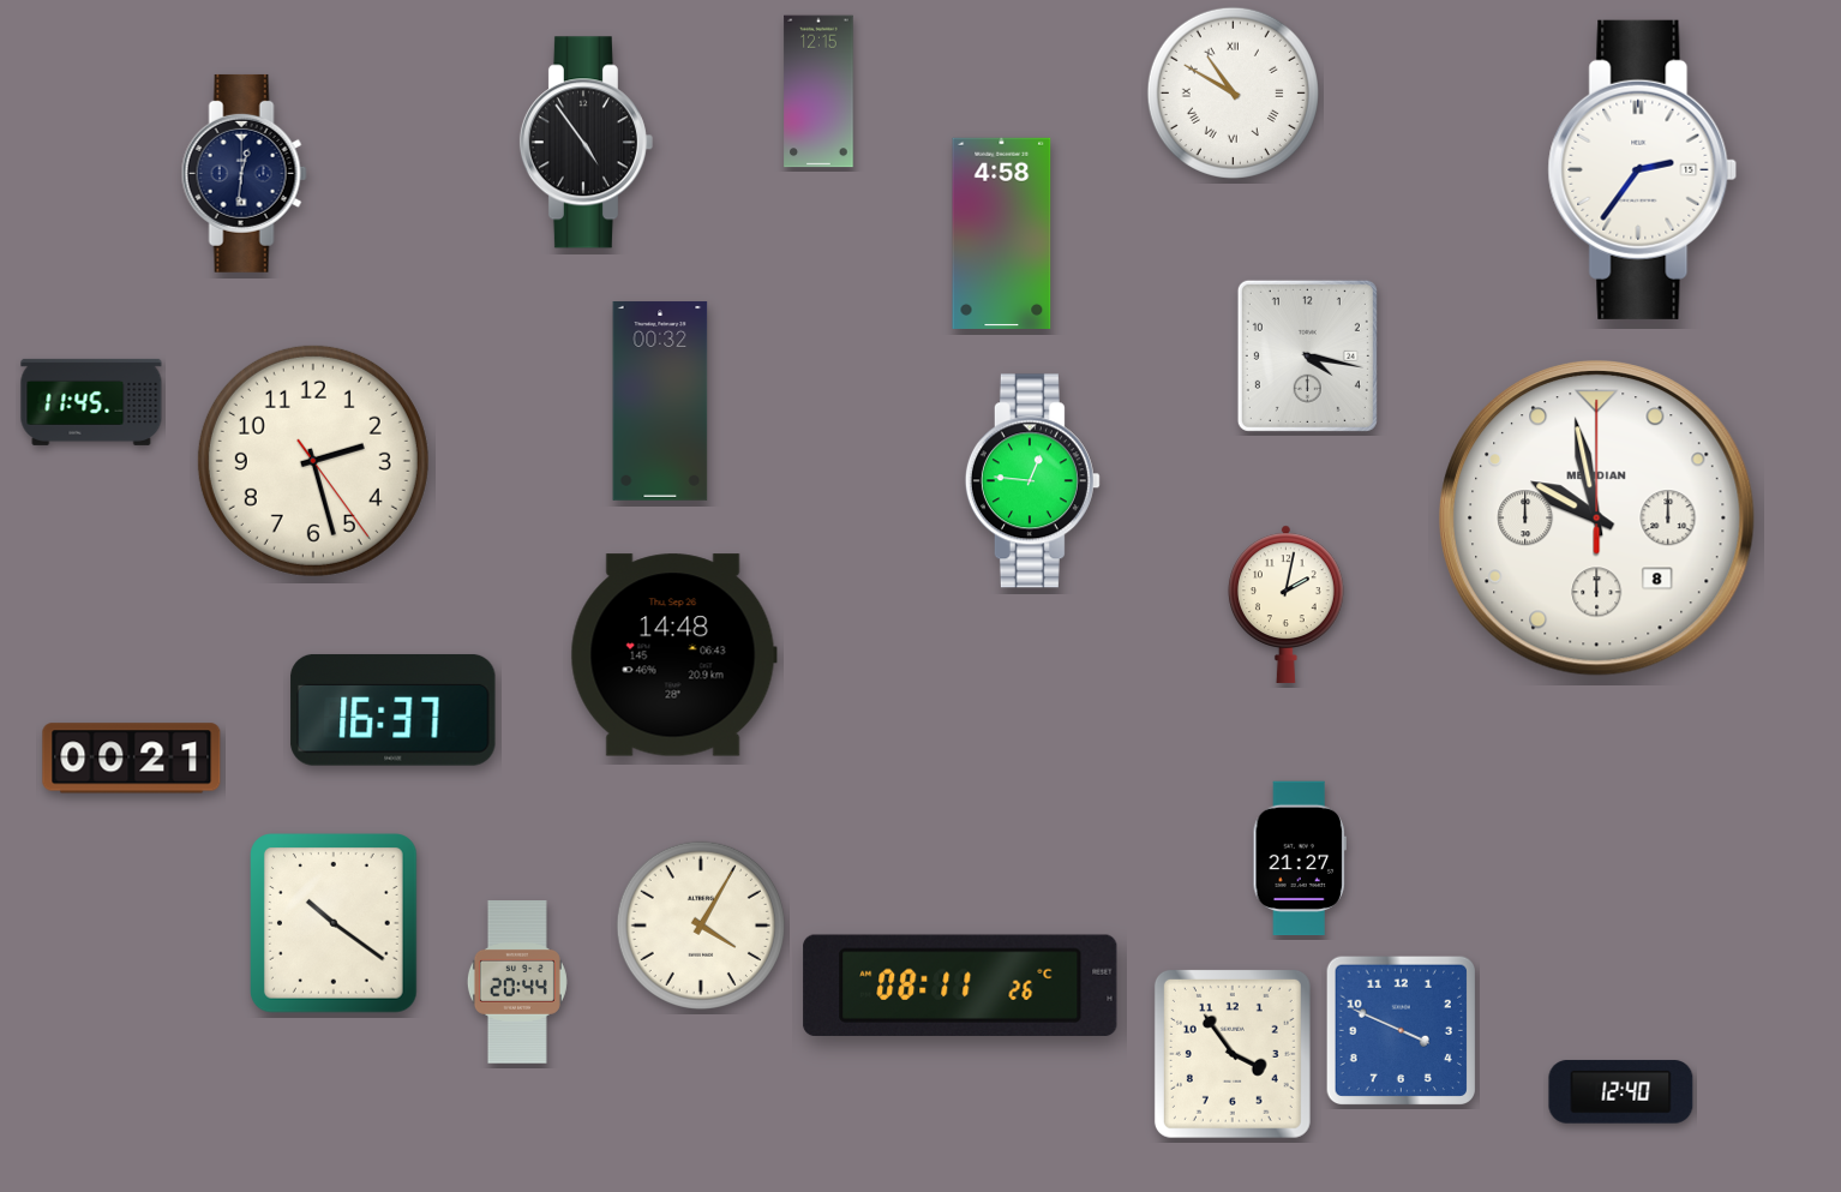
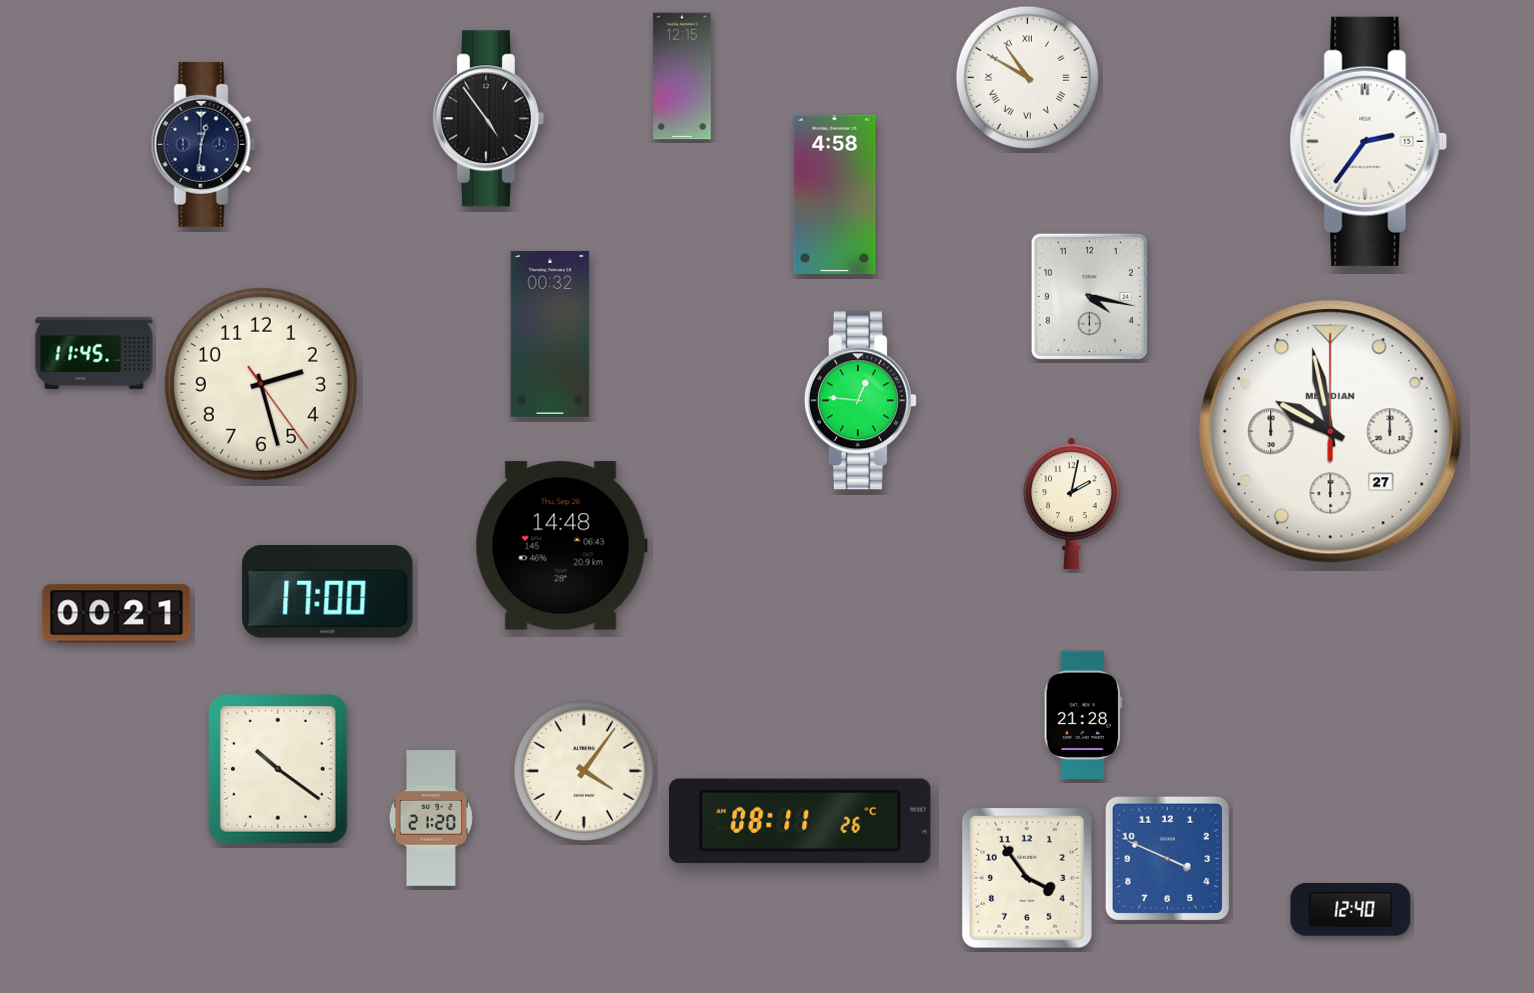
clock at (91, 402) position: (91, 402) -> (94, 353)
clock at (1597, 519) date: 8 -> 27
clock at (394, 709): 16:37 -> 17:00
clock at (132, 759) position: (132, 759) -> (117, 614)
clock at (1300, 858): 21:27 -> 21:28
clock at (701, 926): 4:05 -> 4:06
clock at (517, 983): 20:44 -> 21:20
